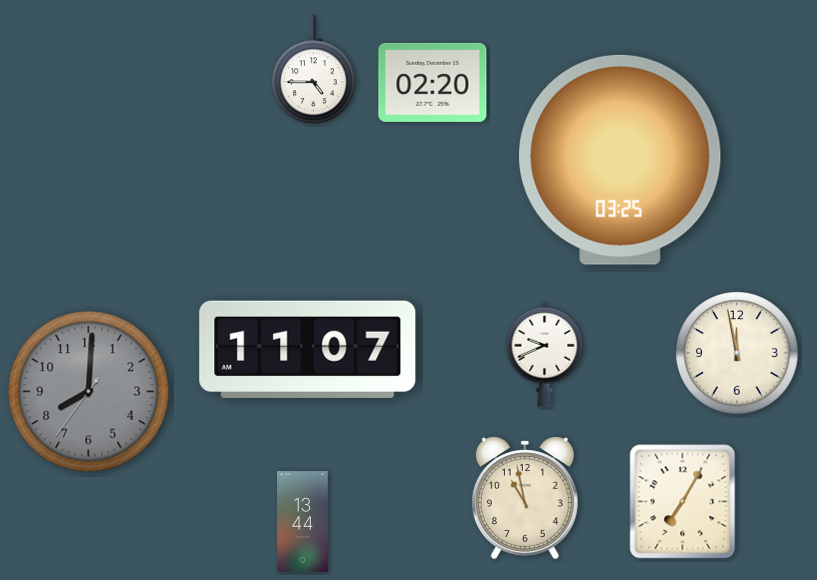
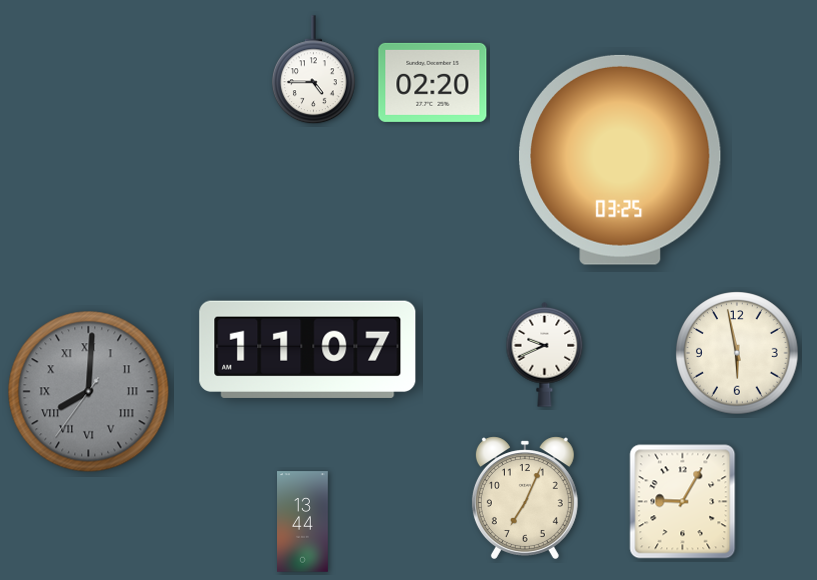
clock at (737, 353): 11:58 -> 5:58
clock at (89, 392) numerals: Arabic -> Roman
clock at (525, 498): 10:58 -> 7:04
clock at (683, 502): 7:05 -> 9:05
